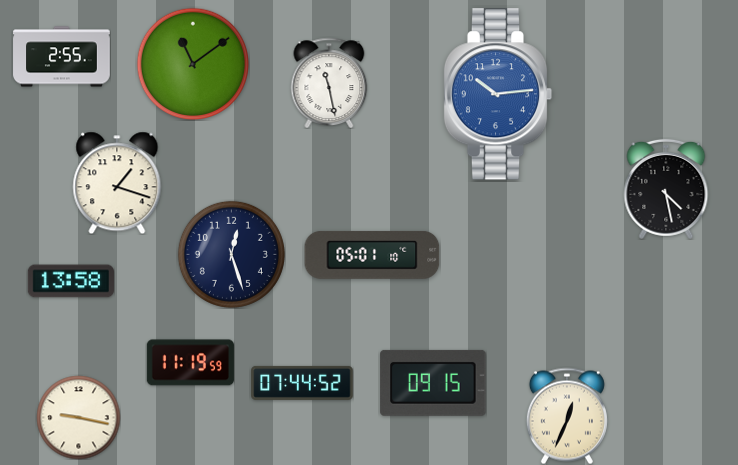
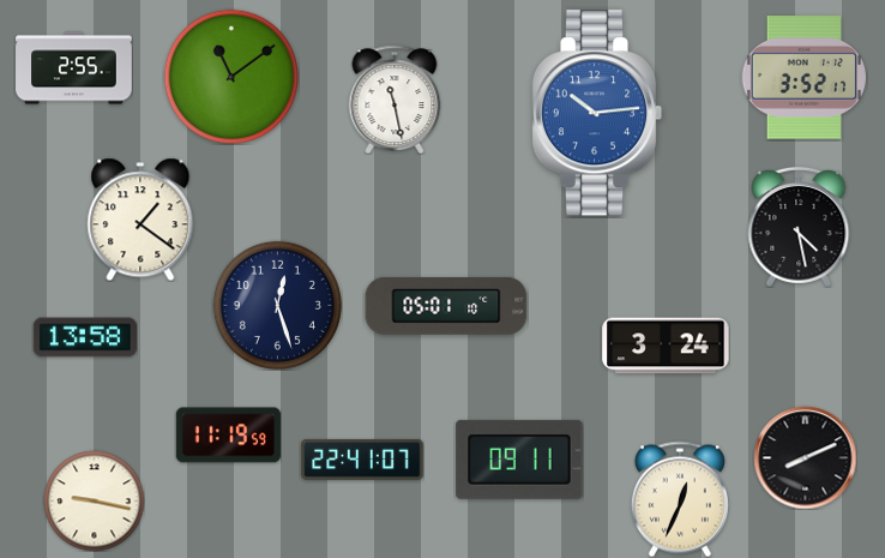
clock at (803, 78): none -> 3:52
clock at (117, 183): 1:18 -> 1:21
clock at (666, 346): none -> 3:24
clock at (805, 457): none -> 8:11
clock at (302, 383): 07:44 -> 22:41
clock at (433, 383): 09:15 -> 09:11
